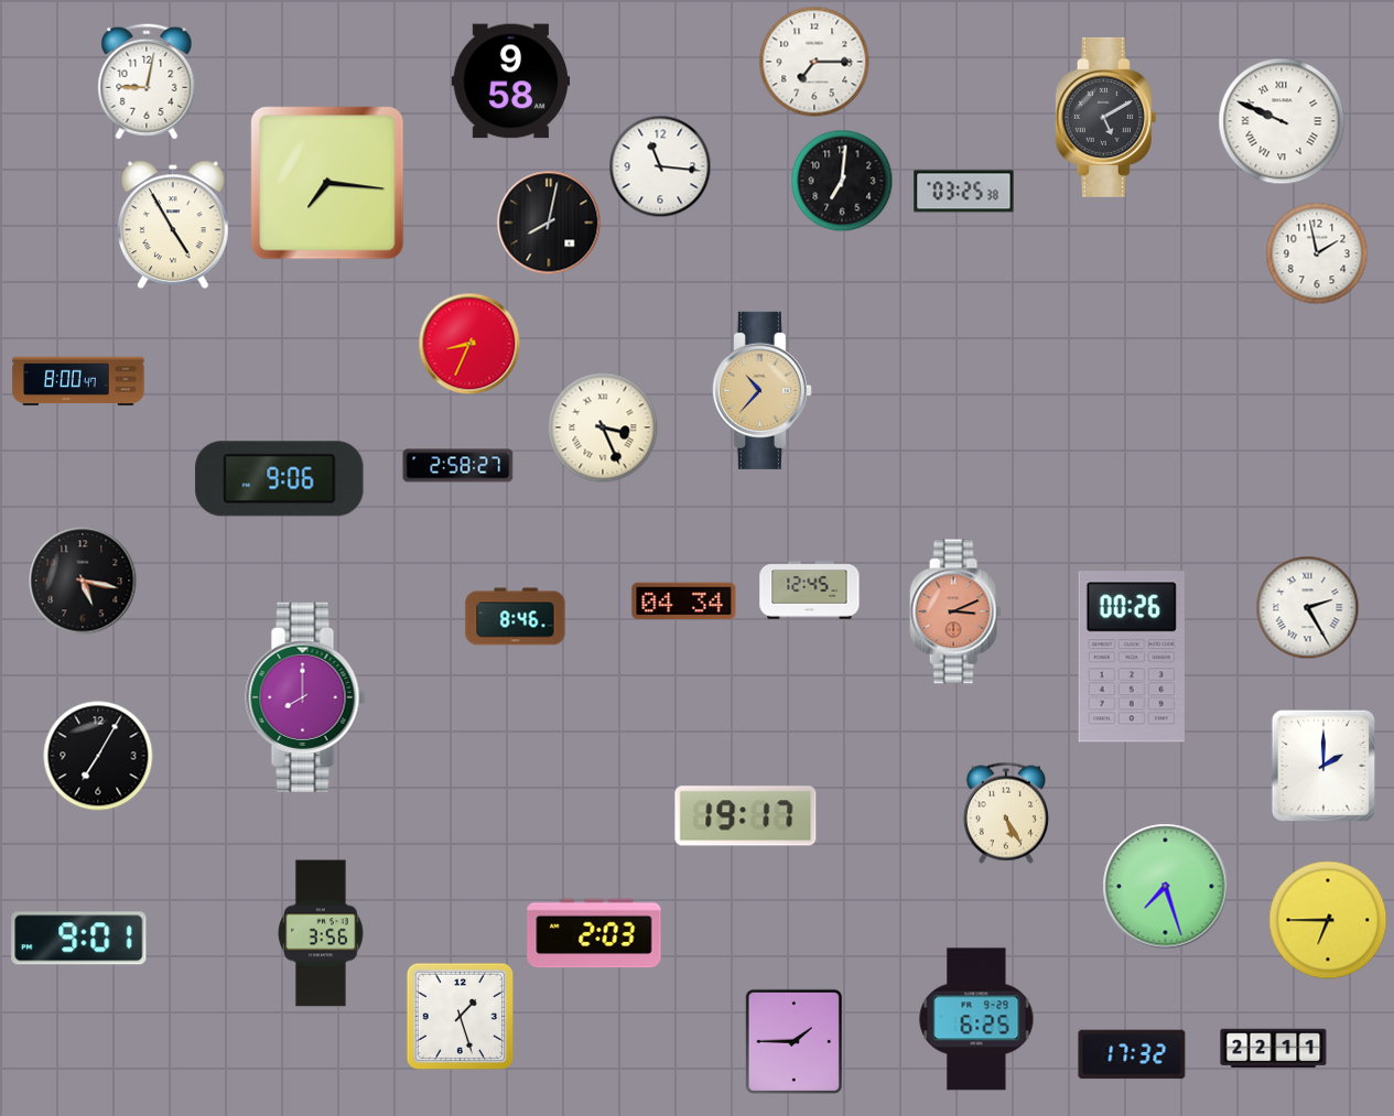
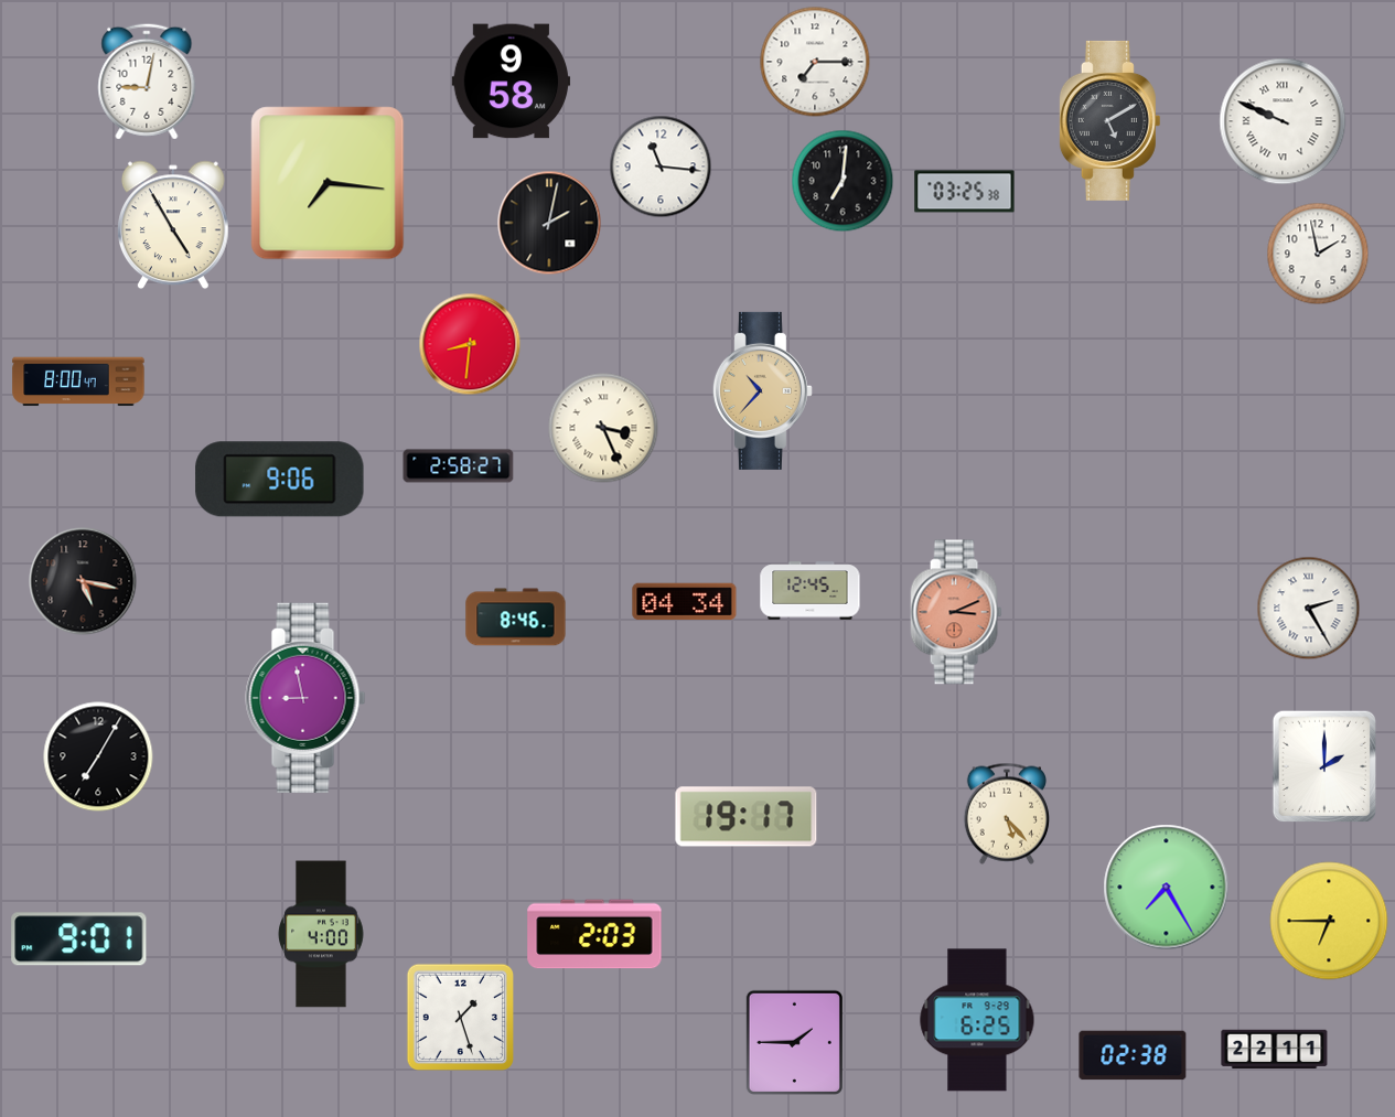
clock at (1105, 117) position: (1105, 117) -> (1109, 120)
clock at (549, 223): 8:02 -> 2:02
clock at (469, 344): 8:34 -> 8:31
clock at (1132, 657): 00:26 -> none
clock at (305, 697): 8:00 -> 8:58
clock at (1006, 813): 5:25 -> 5:23
clock at (1166, 887): 7:27 -> 7:25
clock at (321, 933): 3:56 -> 4:00
clock at (1132, 1054): 17:32 -> 02:38
